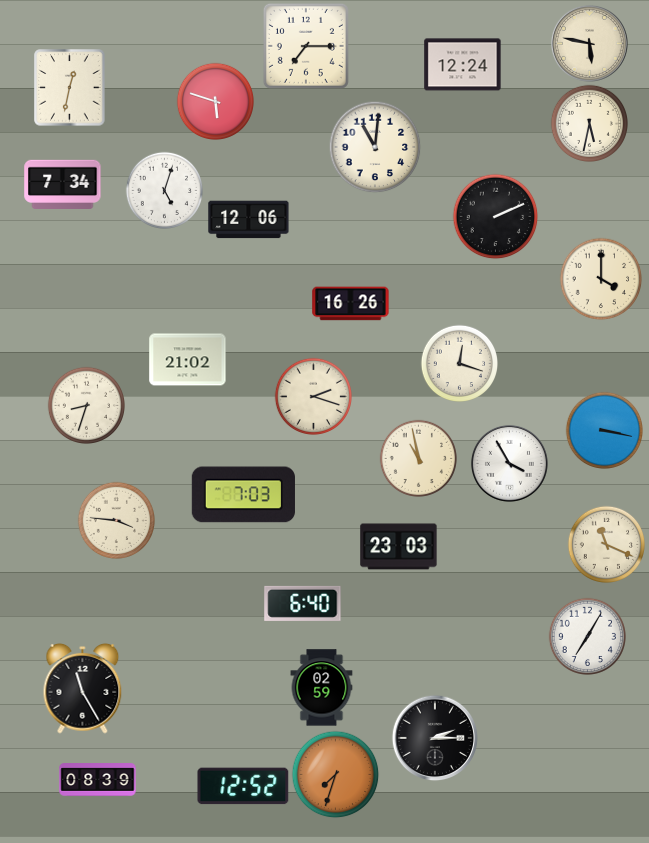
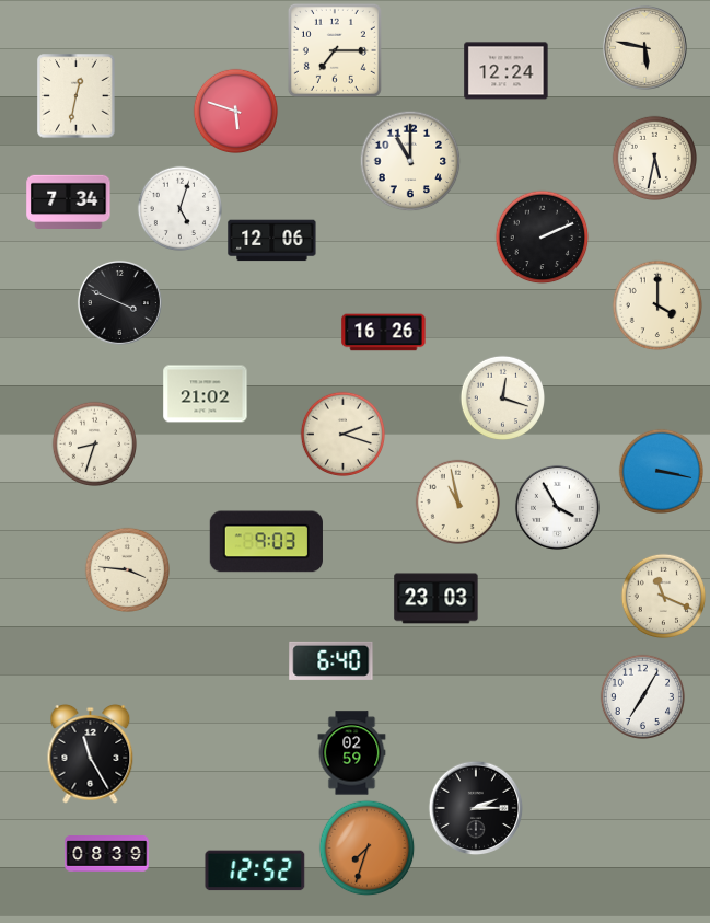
clock at (589, 123) position: (589, 123) -> (654, 158)
clock at (375, 147): 11:01 -> 11:00
clock at (119, 302): none -> 3:49
clock at (243, 495): 7:03 -> 9:03
clock at (243, 786) position: (243, 786) -> (255, 870)
